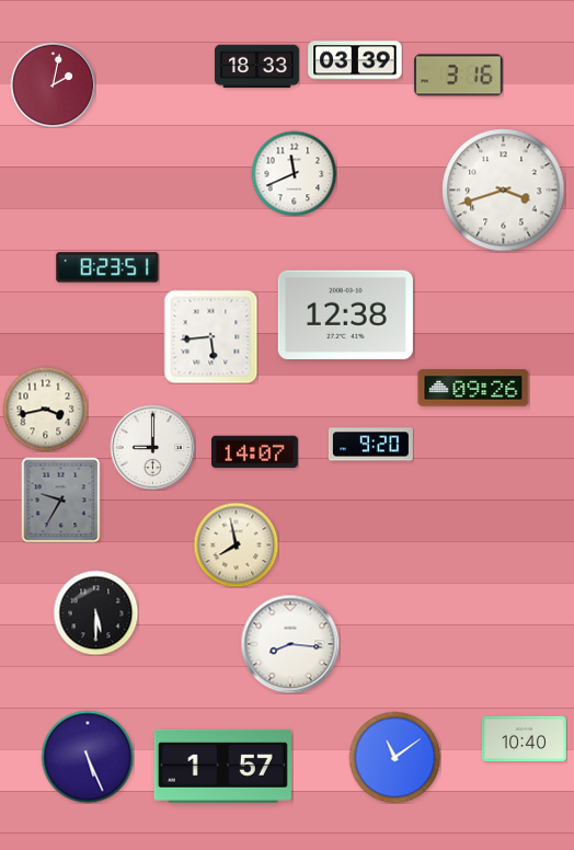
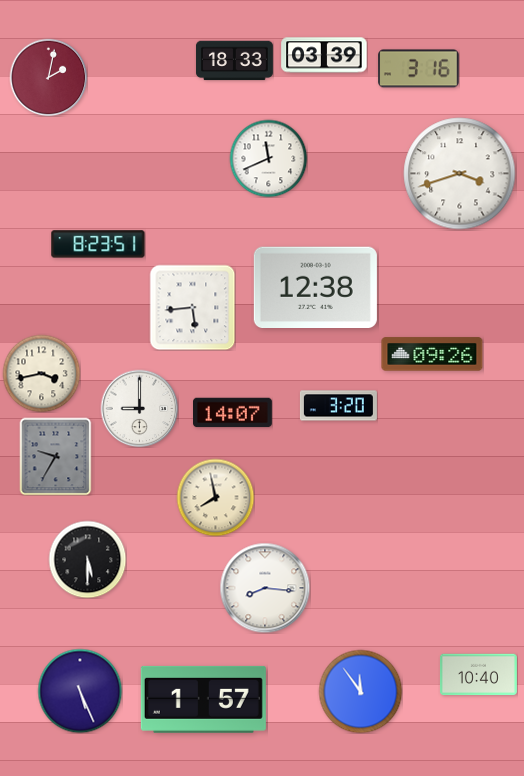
clock at (370, 445): 9:20 -> 3:20
clock at (394, 757): 11:09 -> 11:54
